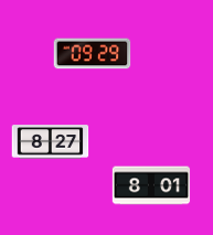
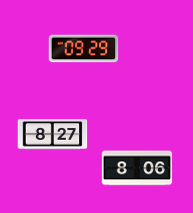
clock at (51, 142) position: (51, 142) -> (53, 135)
clock at (151, 185): 8:01 -> 8:06
